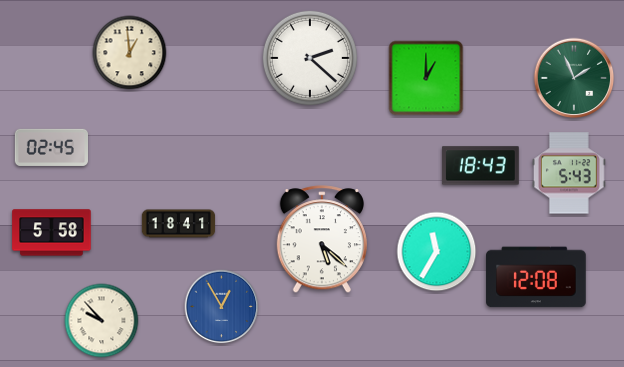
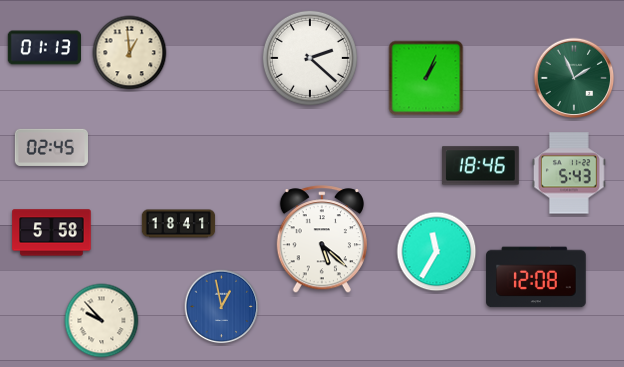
clock at (44, 48): none -> 01:13
clock at (426, 78): 1:00 -> 1:04
clock at (480, 166): 18:43 -> 18:46
clock at (222, 307): 12:55 -> 12:58
